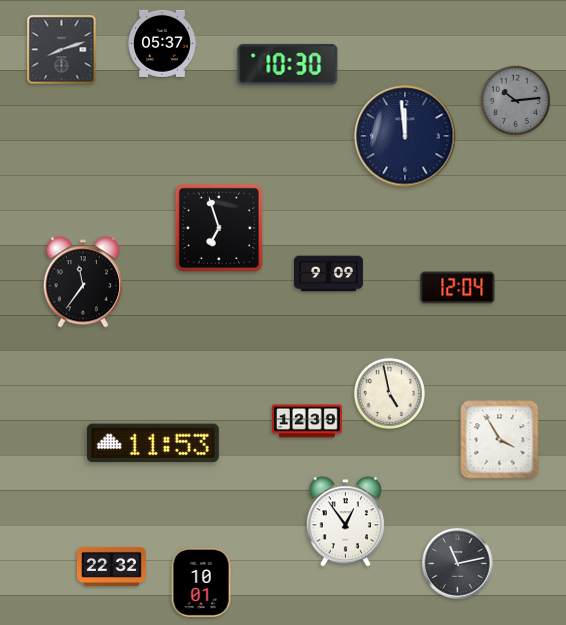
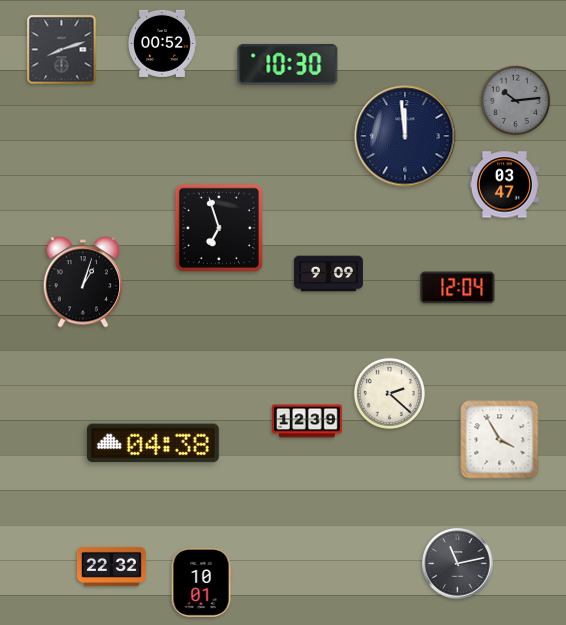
clock at (162, 43): 05:37 -> 00:52
clock at (504, 185): none -> 03:47
clock at (83, 282): 11:36 -> 1:03
clock at (389, 393): 4:58 -> 2:22
clock at (153, 443): 11:53 -> 04:38
clock at (345, 522): 12:54 -> none
